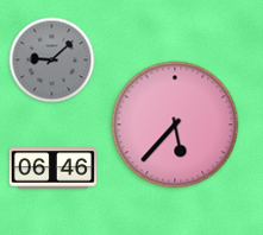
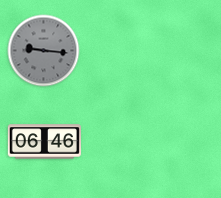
clock at (52, 61): 9:08 -> 9:16
clock at (175, 125): 5:37 -> none
